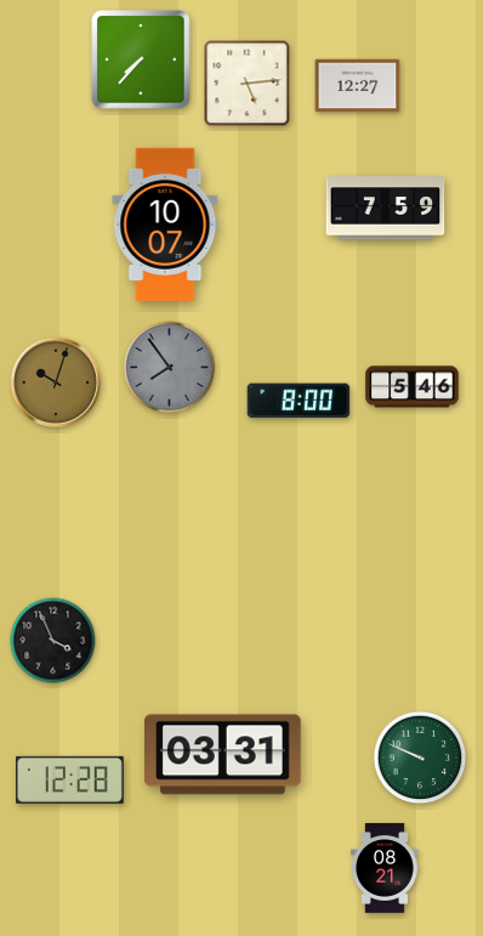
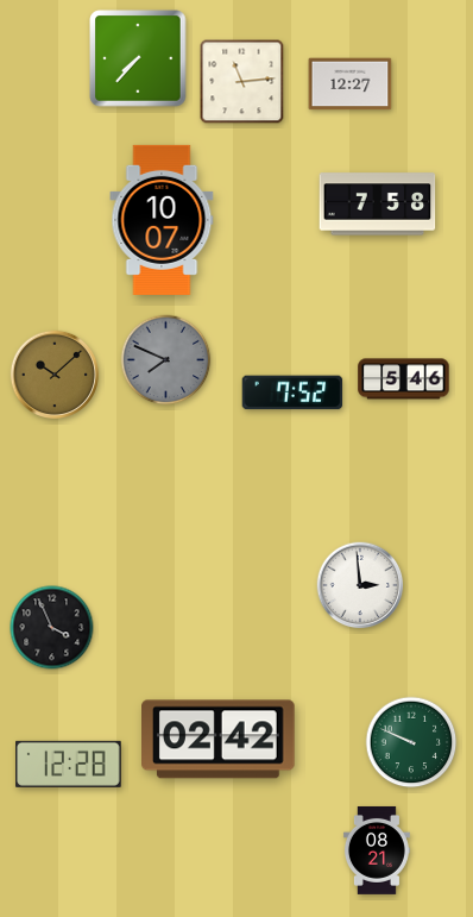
clock at (248, 84): 5:14 -> 11:14
clock at (386, 209): 7:59 -> 7:58
clock at (170, 368): 7:54 -> 7:49
clock at (55, 381): 10:03 -> 10:08
clock at (299, 401): 8:00 -> 7:52
clock at (360, 585): none -> 2:59
clock at (223, 755): 03:31 -> 02:42
